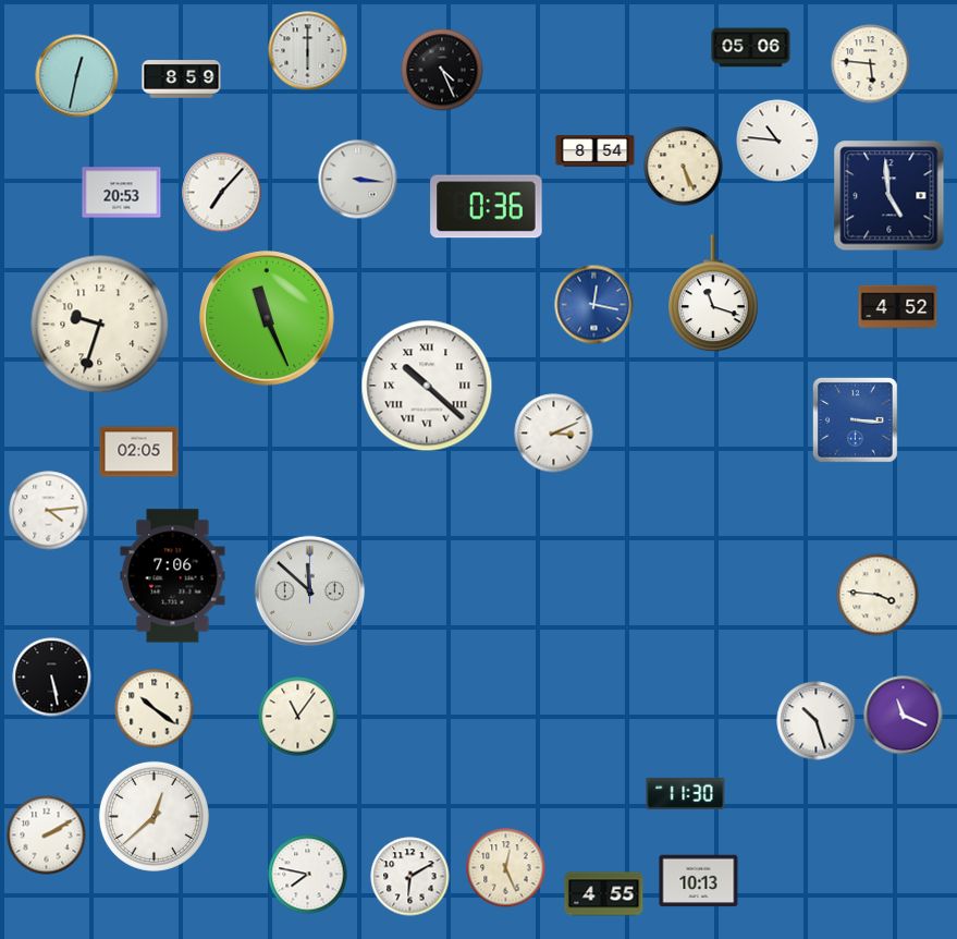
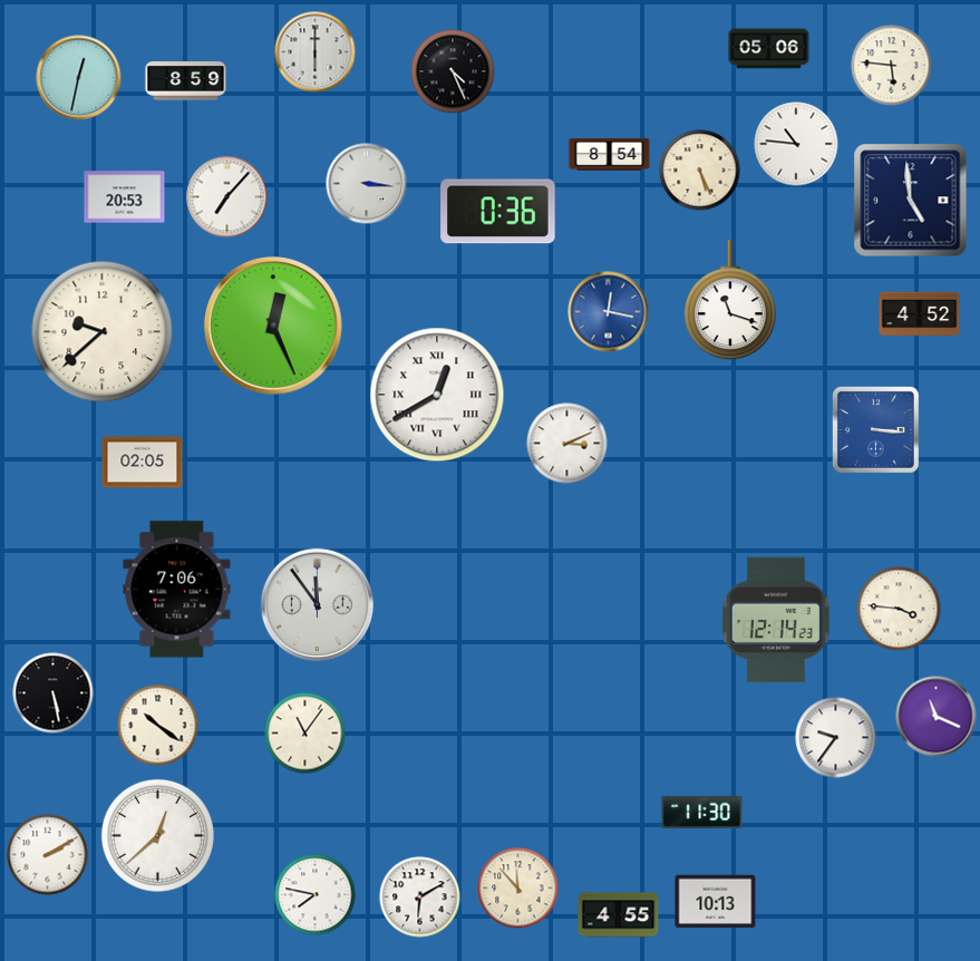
clock at (268, 319): 11:26 -> 12:26
clock at (100, 325): 9:33 -> 9:38
clock at (427, 386): 10:22 -> 12:40
clock at (49, 511): 4:14 -> none
clock at (310, 592): 11:52 -> 11:54
clock at (776, 620): none -> 12:14
clock at (904, 716) position: (904, 716) -> (937, 717)
clock at (817, 721): 10:27 -> 9:36
clock at (506, 868): 12:26 -> 11:53
